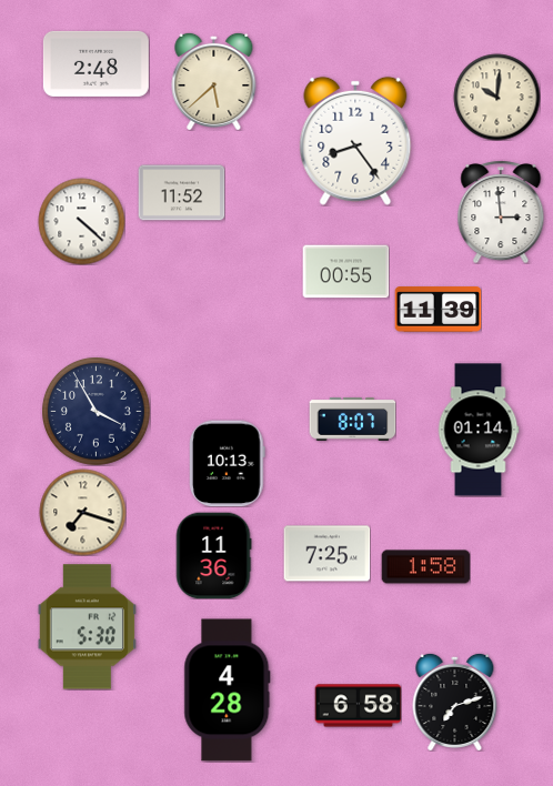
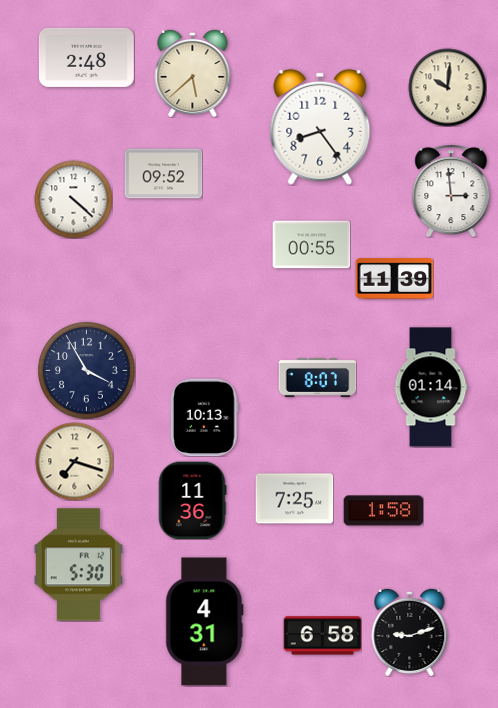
clock at (181, 193): 11:52 -> 09:52
clock at (228, 691): 4:28 -> 4:31
clock at (455, 702): 7:12 -> 9:12
